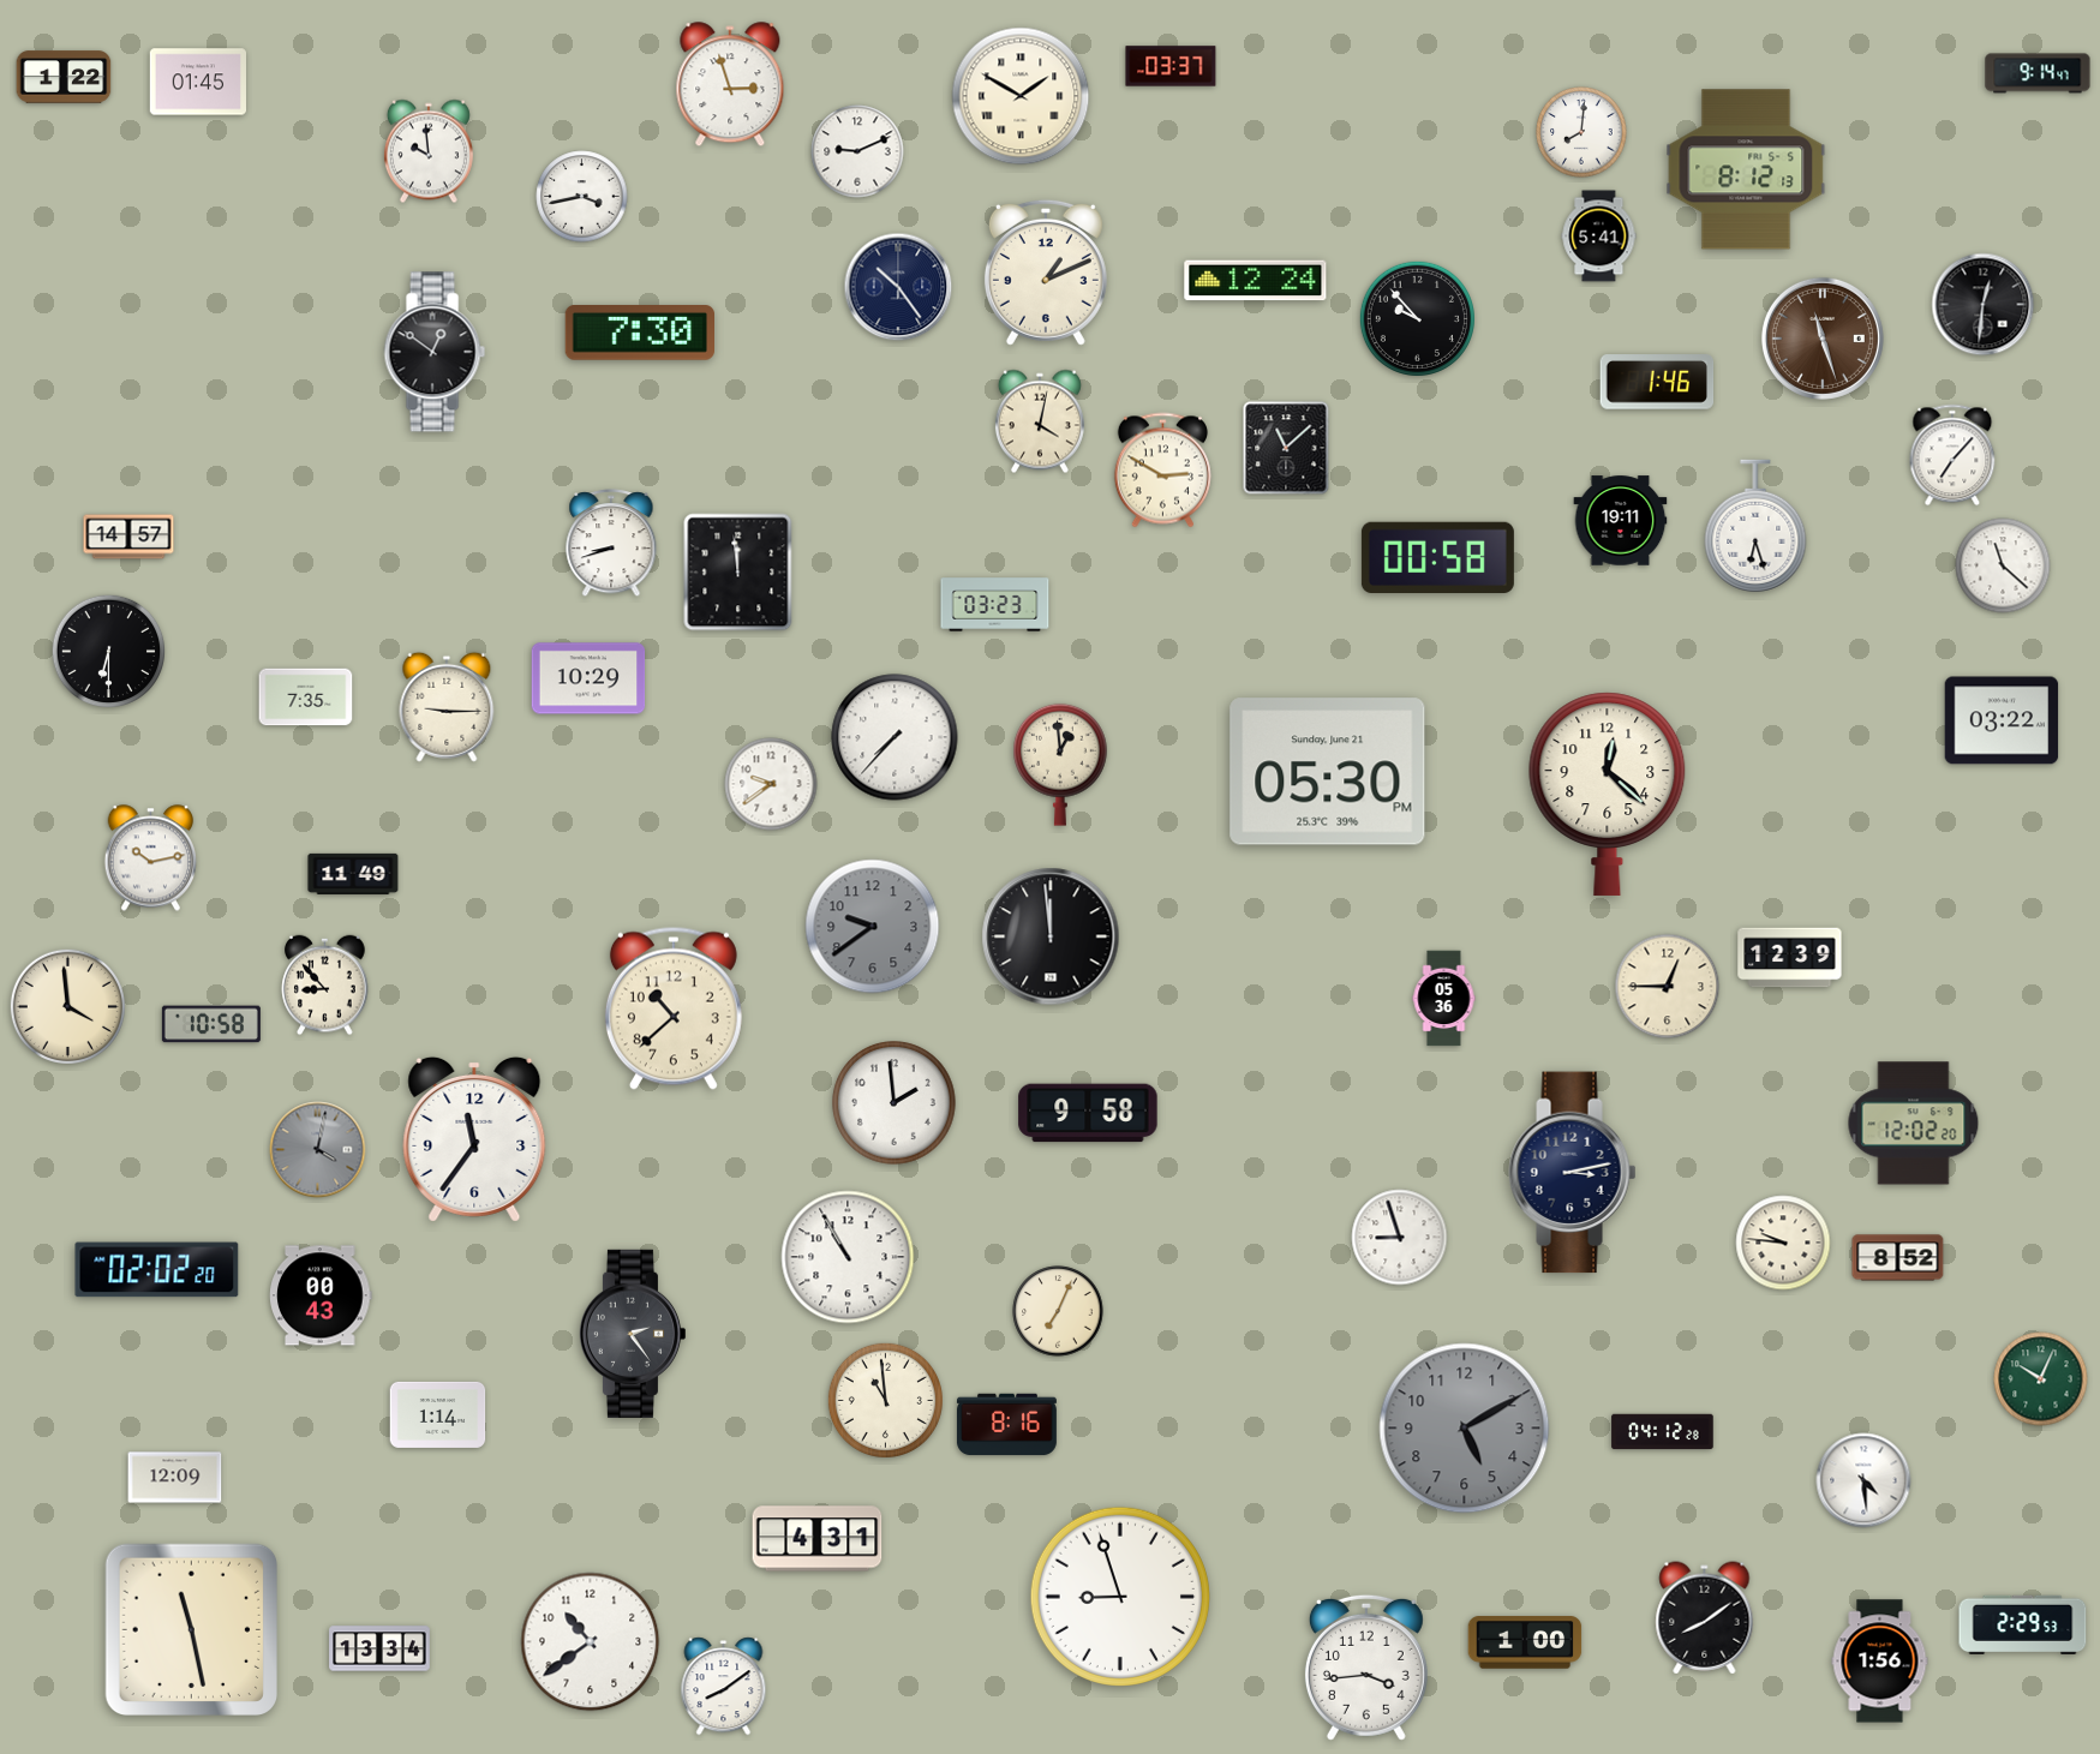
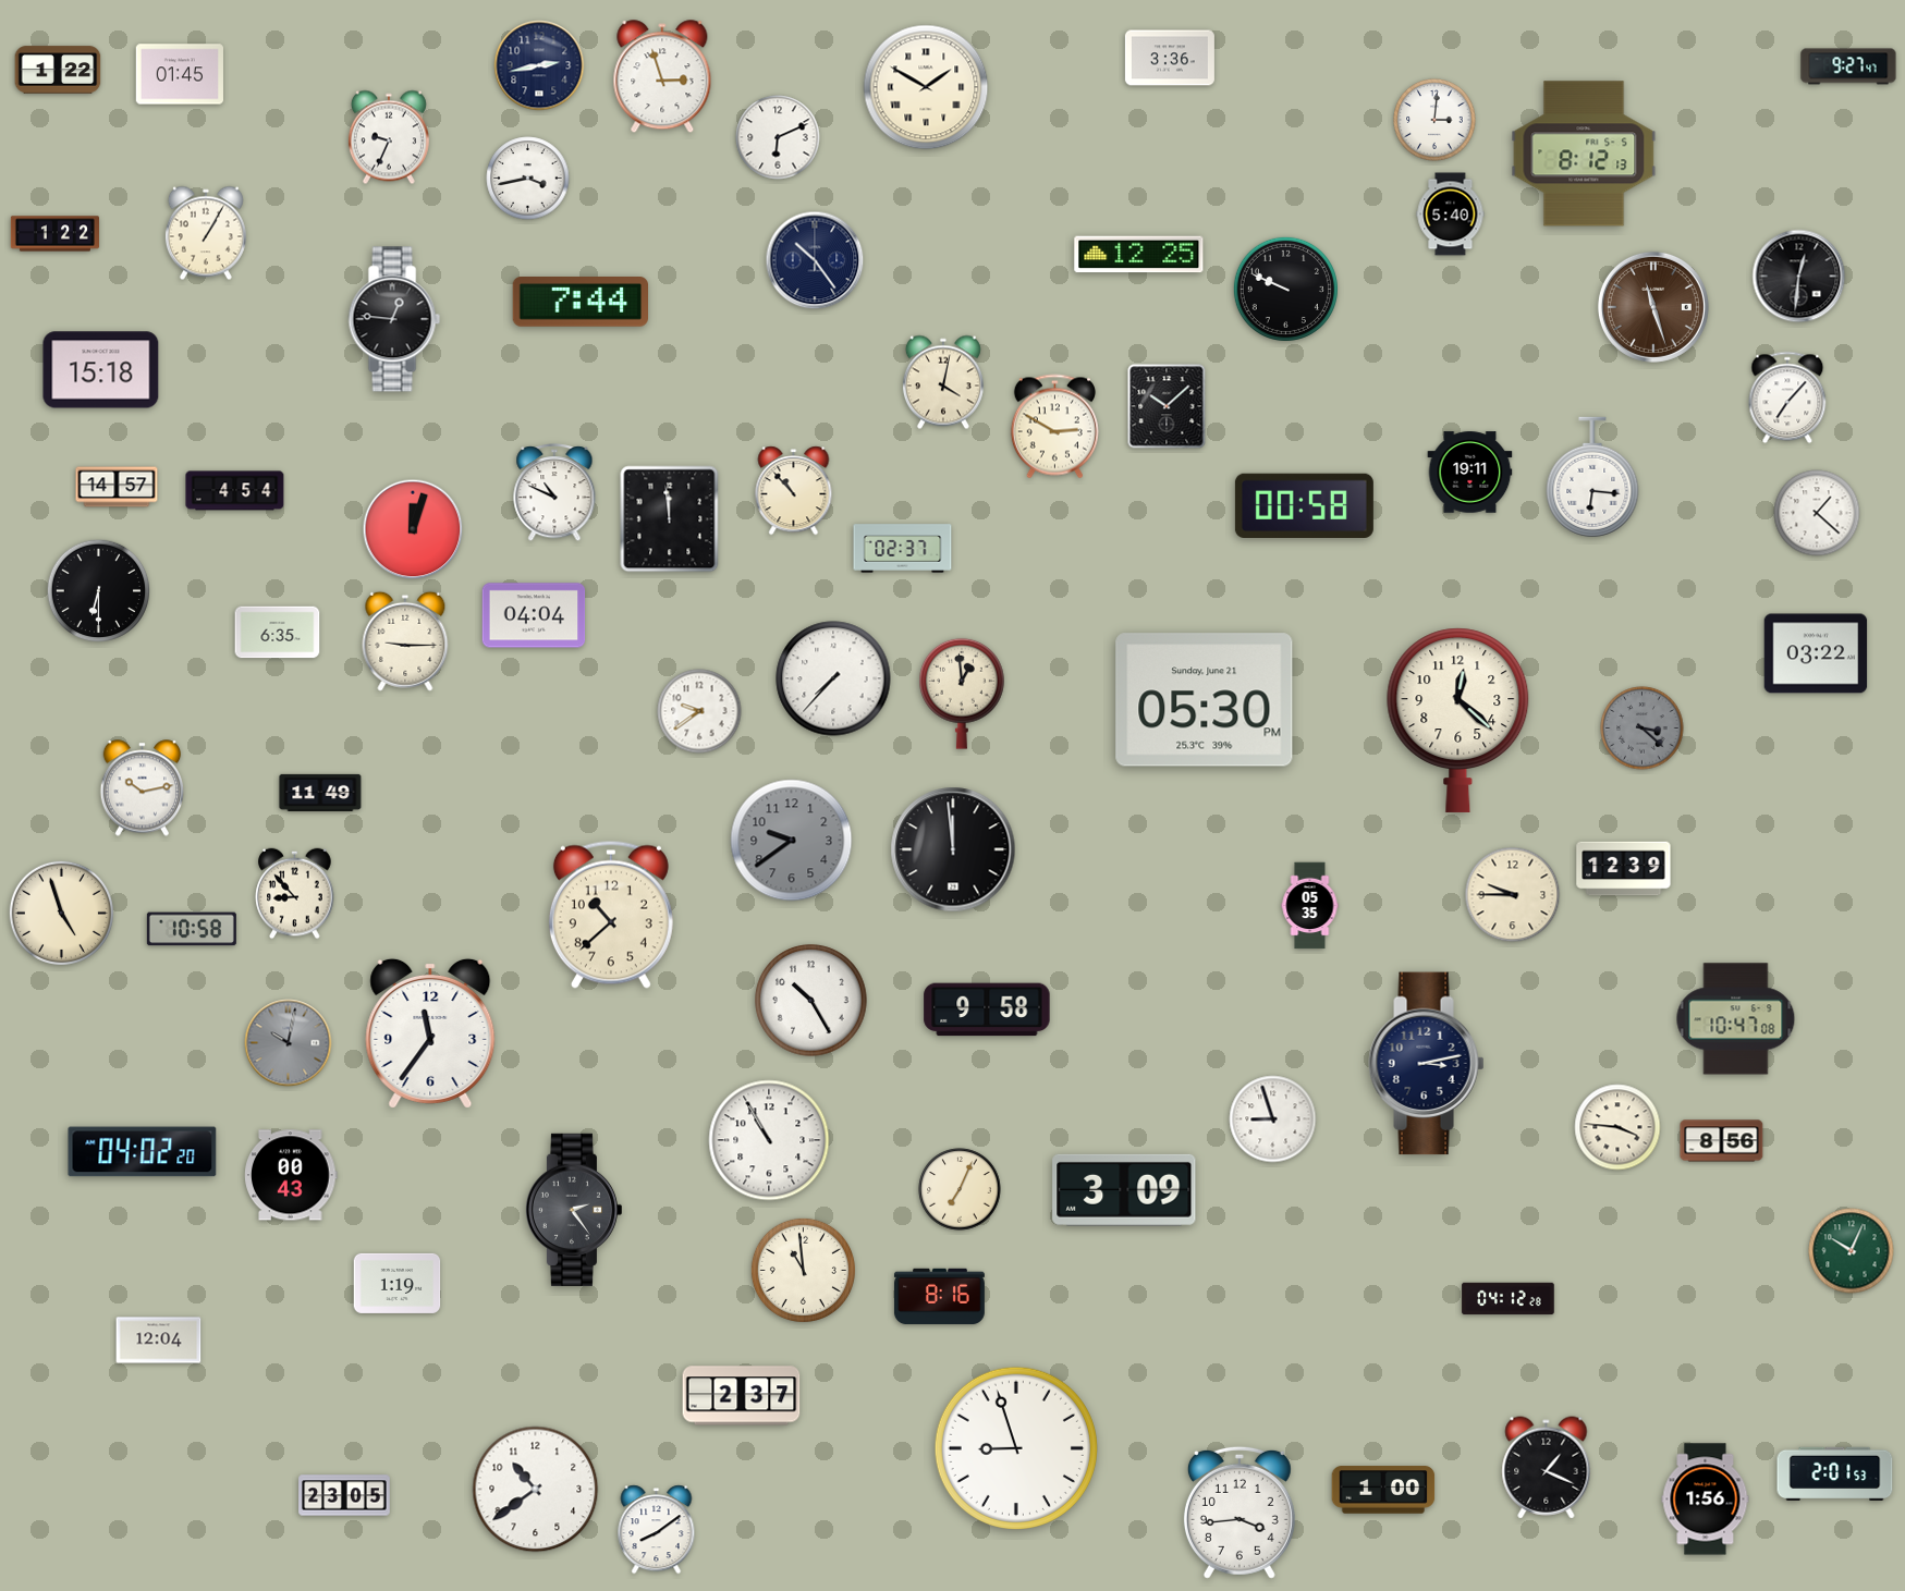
clock at (1170, 58): none -> 3:36
clock at (1171, 66): 03:37 -> none
clock at (539, 65): none -> 2:43
clock at (2038, 73): 9:14 -> 9:27
clock at (1581, 132): 8:01 -> 3:01
clock at (429, 151): 9:59 -> 9:34
clock at (857, 151): 9:11 -> 6:11
clock at (1599, 237): 5:41 -> 5:40
clock at (206, 233): none -> 1:05
clock at (54, 234): none -> 1:22
clock at (1046, 273): 1:11 -> none
clock at (1256, 281): 12:24 -> 12:25
clock at (1417, 318): 9:53 -> 9:49
clock at (639, 333): 7:30 -> 7:44
clock at (435, 352): 12:51 -> 12:46
clock at (1657, 382): 1:46 -> none
clock at (101, 370): none -> 15:18
clock at (1286, 448): 11:08 -> 10:08
clock at (1952, 455) position: (1952, 455) -> (1787, 397)
clock at (1755, 526): 6:27 -> 6:16
clock at (235, 491): none -> 4:54
clock at (794, 491): none -> 10:53
clock at (611, 544): 8:42 -> 10:49
clock at (2003, 565): 11:22 -> 1:22
clock at (413, 529): none -> 12:03
clock at (995, 605): 03:23 -> 02:37
clock at (588, 678): 10:29 -> 04:04
clock at (306, 698): 7:35 -> 6:35
clock at (895, 737) position: (895, 737) -> (833, 678)
clock at (1643, 729): none -> 3:22
clock at (151, 858) position: (151, 858) -> (143, 788)
clock at (1668, 987): 12:45 -> 9:45
clock at (1444, 999): 05:36 -> 05:35
clock at (67, 1006): 3:59 -> 4:57
clock at (895, 1103): 1:59 -> 10:25
clock at (1914, 1124): 12:02 -> 10:47
clock at (318, 1150): 4:02 -> 10:02
clock at (1400, 1238) position: (1400, 1238) -> (1273, 1119)
clock at (1783, 1243): 9:46 -> 3:46
clock at (1898, 1258): 8:52 -> 8:56
clock at (157, 1270): 02:02 -> 04:02
clock at (1124, 1190): none -> 3:09
clock at (438, 1414): 1:14 -> 1:19
clock at (1007, 1425) position: (1007, 1425) -> (940, 1297)
clock at (1465, 1429): 5:10 -> none
clock at (175, 1478): 12:09 -> 12:04
clock at (1863, 1480): 4:29 -> none
clock at (818, 1539): 4:31 -> 2:37
clock at (1705, 1618): 8:09 -> 1:19
clock at (2023, 1624): 2:29 -> 2:01
clock at (191, 1629): 11:28 -> none
clock at (379, 1648): 13:34 -> 23:05
clock at (1880, 1662) position: (1880, 1662) -> (1706, 1500)
